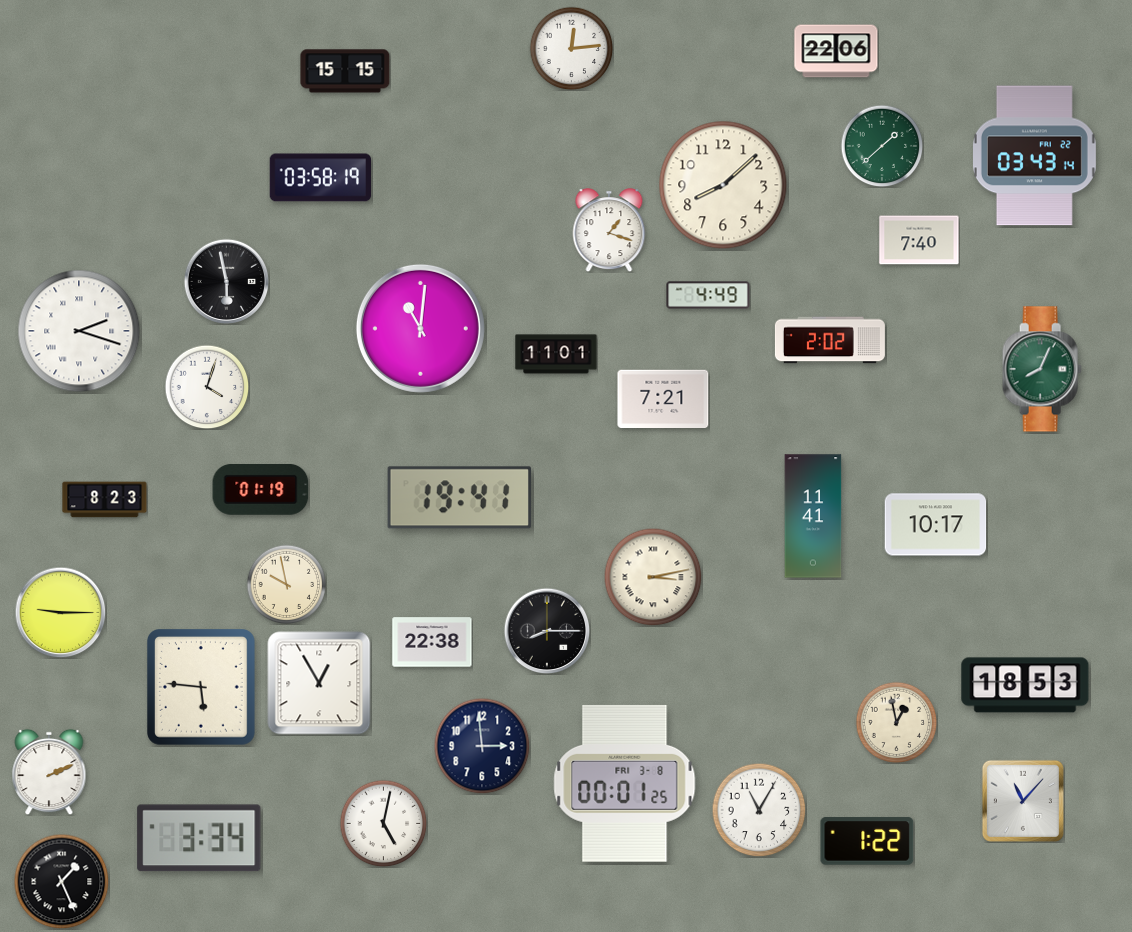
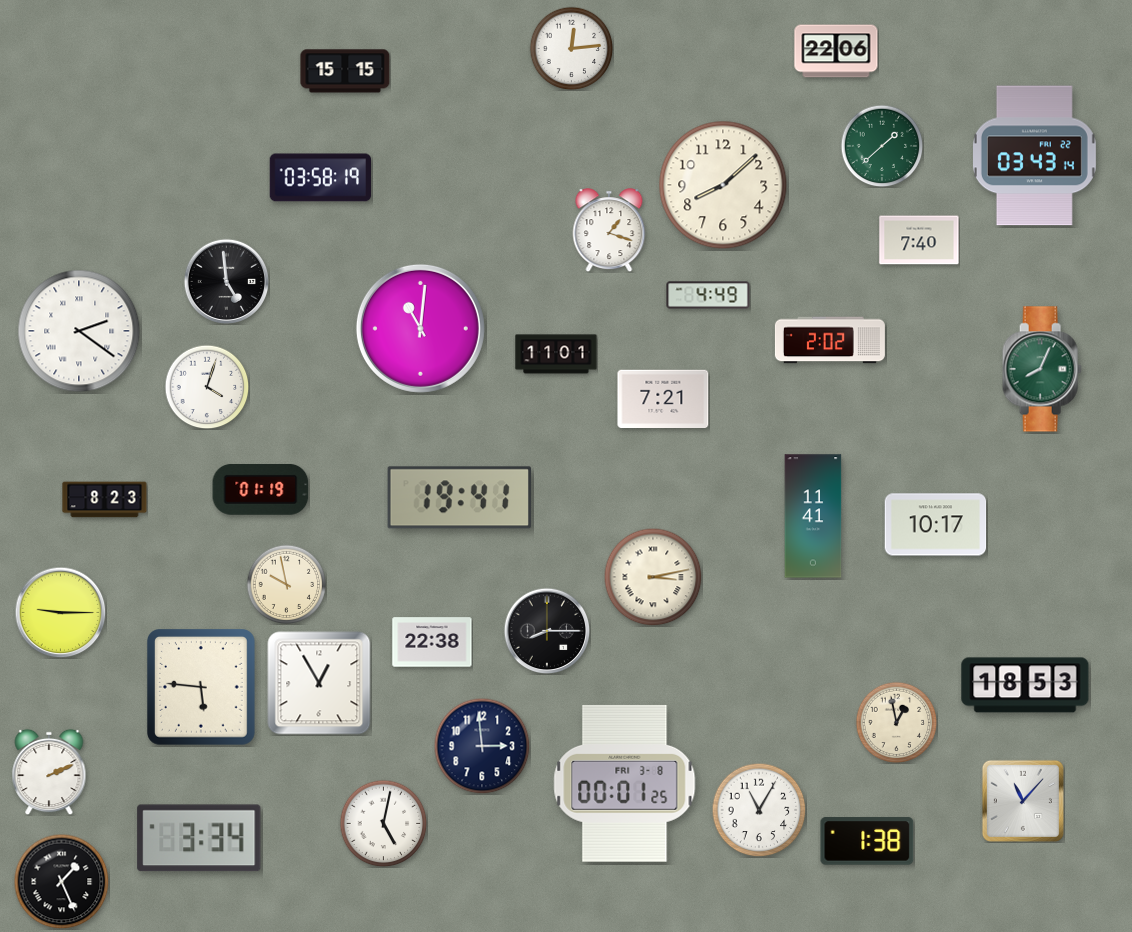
clock at (226, 281): 5:58 -> 4:59
clock at (79, 331): 2:18 -> 2:21
clock at (867, 841): 1:22 -> 1:38
